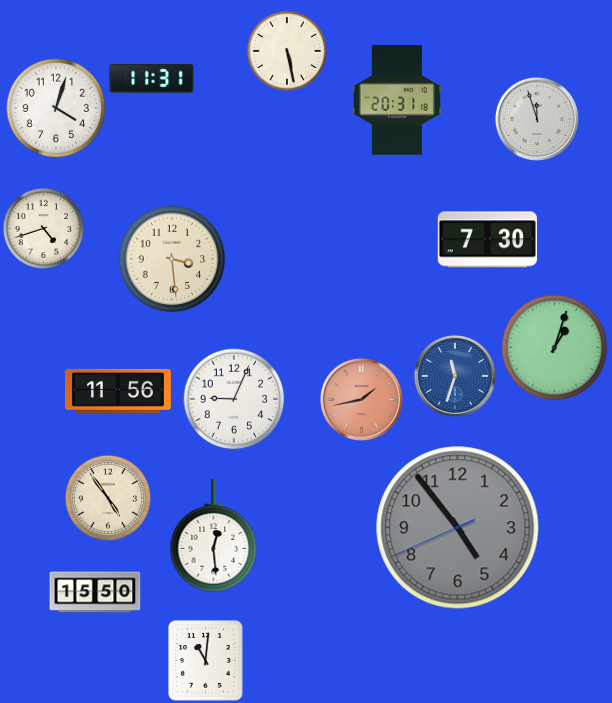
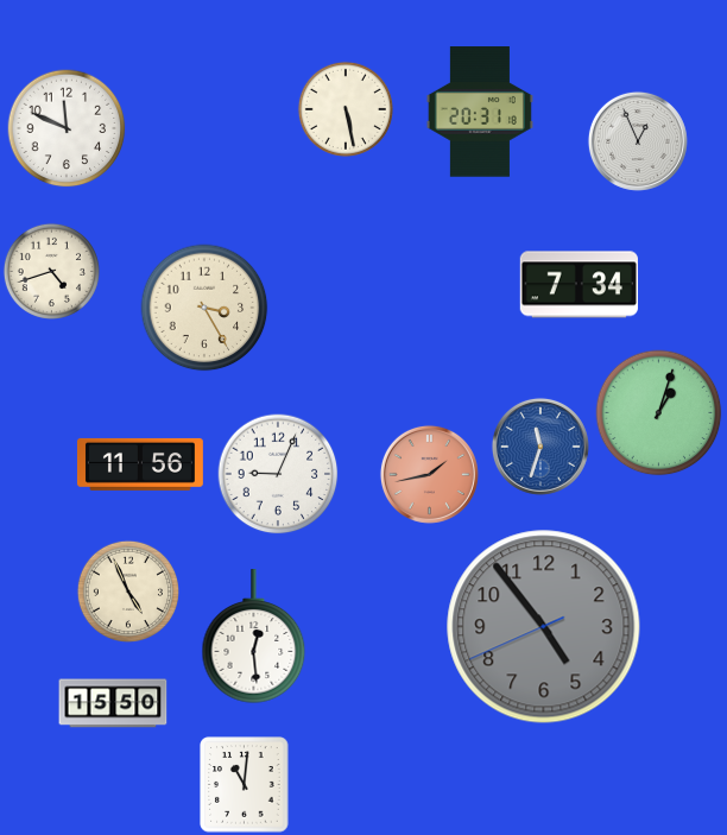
clock at (287, 51) position: (287, 51) -> (346, 109)
clock at (152, 79): 11:31 -> none
clock at (397, 100) position: (397, 100) -> (480, 112)
clock at (56, 108): 4:03 -> 11:49
clock at (537, 119): 11:57 -> 12:56
clock at (487, 240): 7:30 -> 7:34
clock at (172, 259): 3:29 -> 3:25
clock at (107, 497): 4:54 -> 4:56
